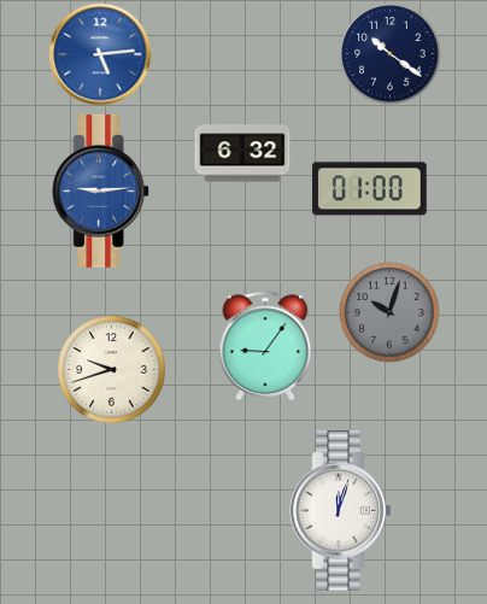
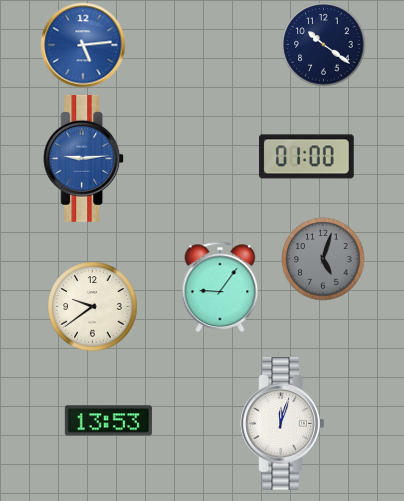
clock at (242, 153): 6:32 -> none
clock at (389, 312): 10:03 -> 5:03
clock at (112, 370): 9:42 -> 9:39
clock at (108, 421): none -> 13:53
